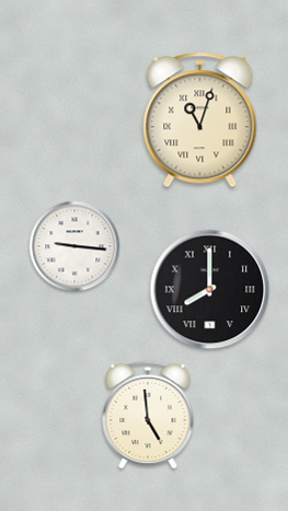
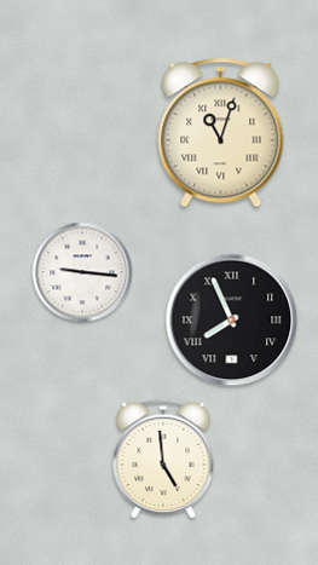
clock at (210, 290): 8:00 -> 7:56
